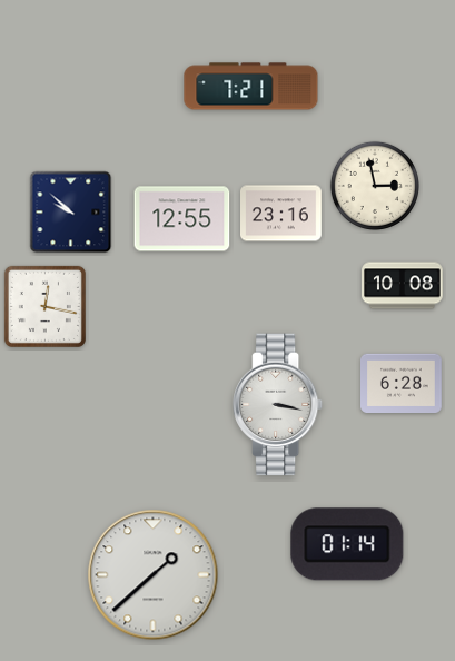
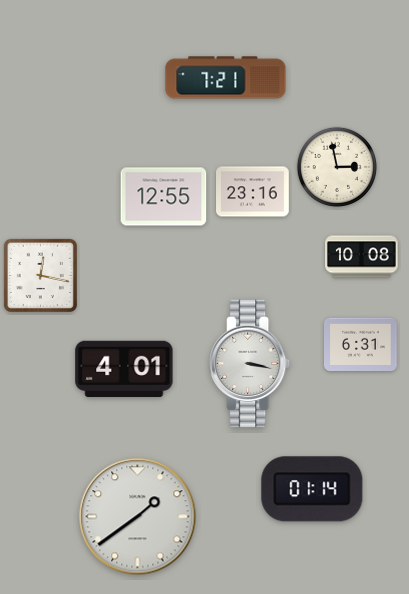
clock at (71, 213): 9:52 -> none
clock at (402, 384): 6:28 -> 6:31
clock at (124, 368): none -> 4:01
clock at (154, 575): 1:38 -> 1:39
